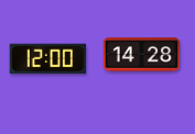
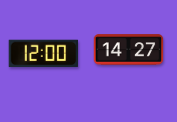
clock at (142, 55): 14:28 -> 14:27
